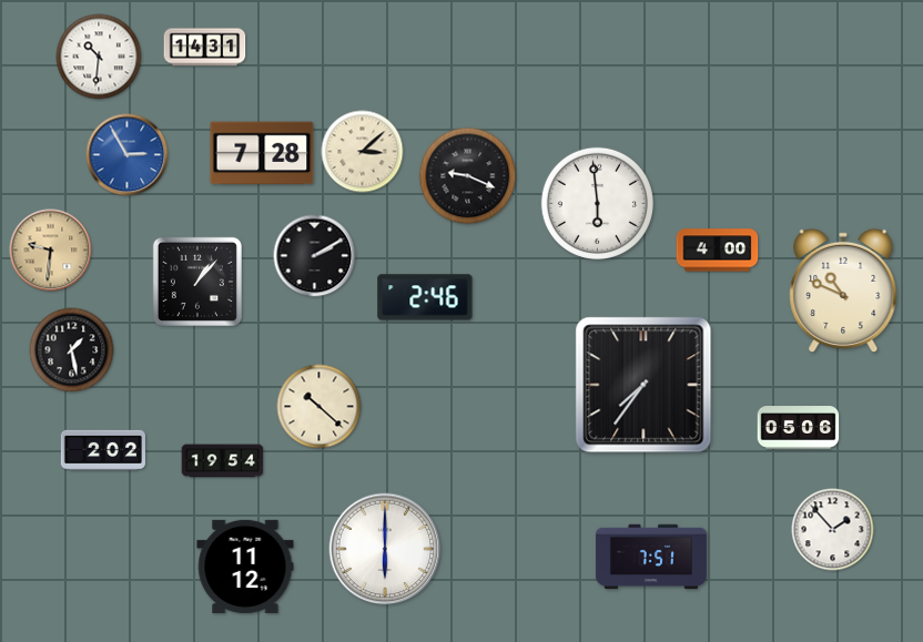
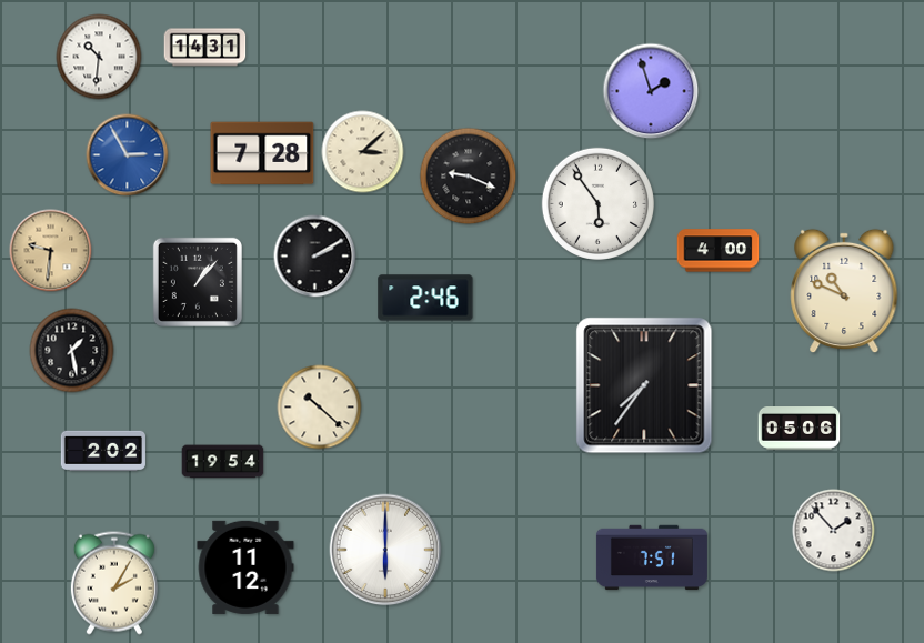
clock at (651, 91): none -> 1:57
clock at (597, 203): 5:59 -> 5:54
clock at (114, 583): none -> 2:05
